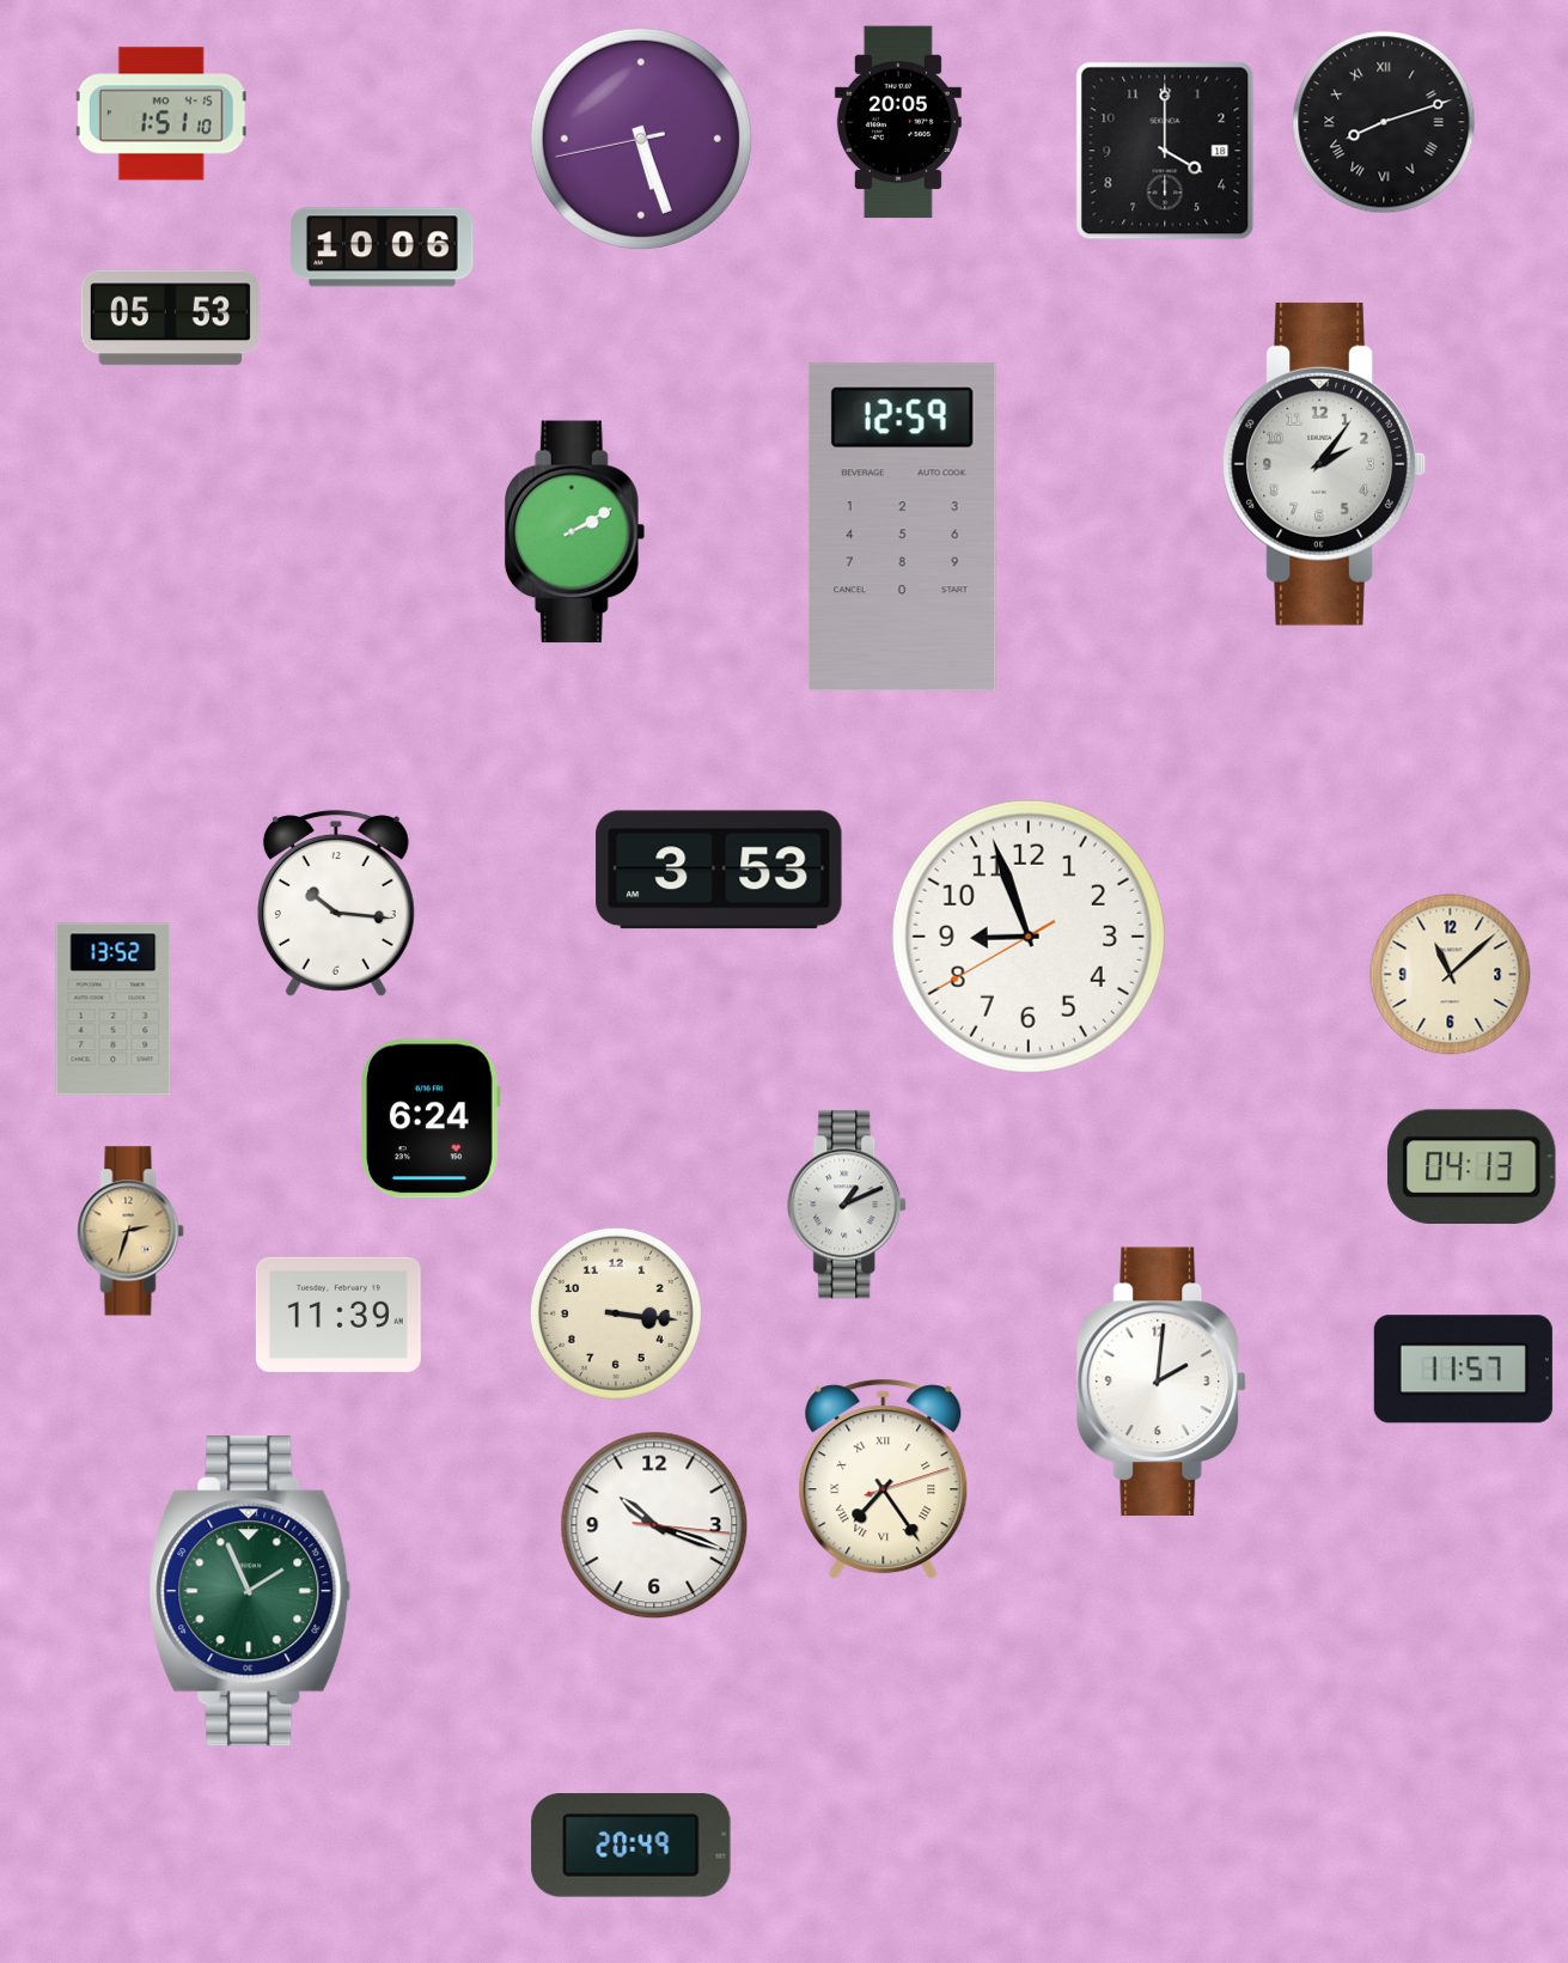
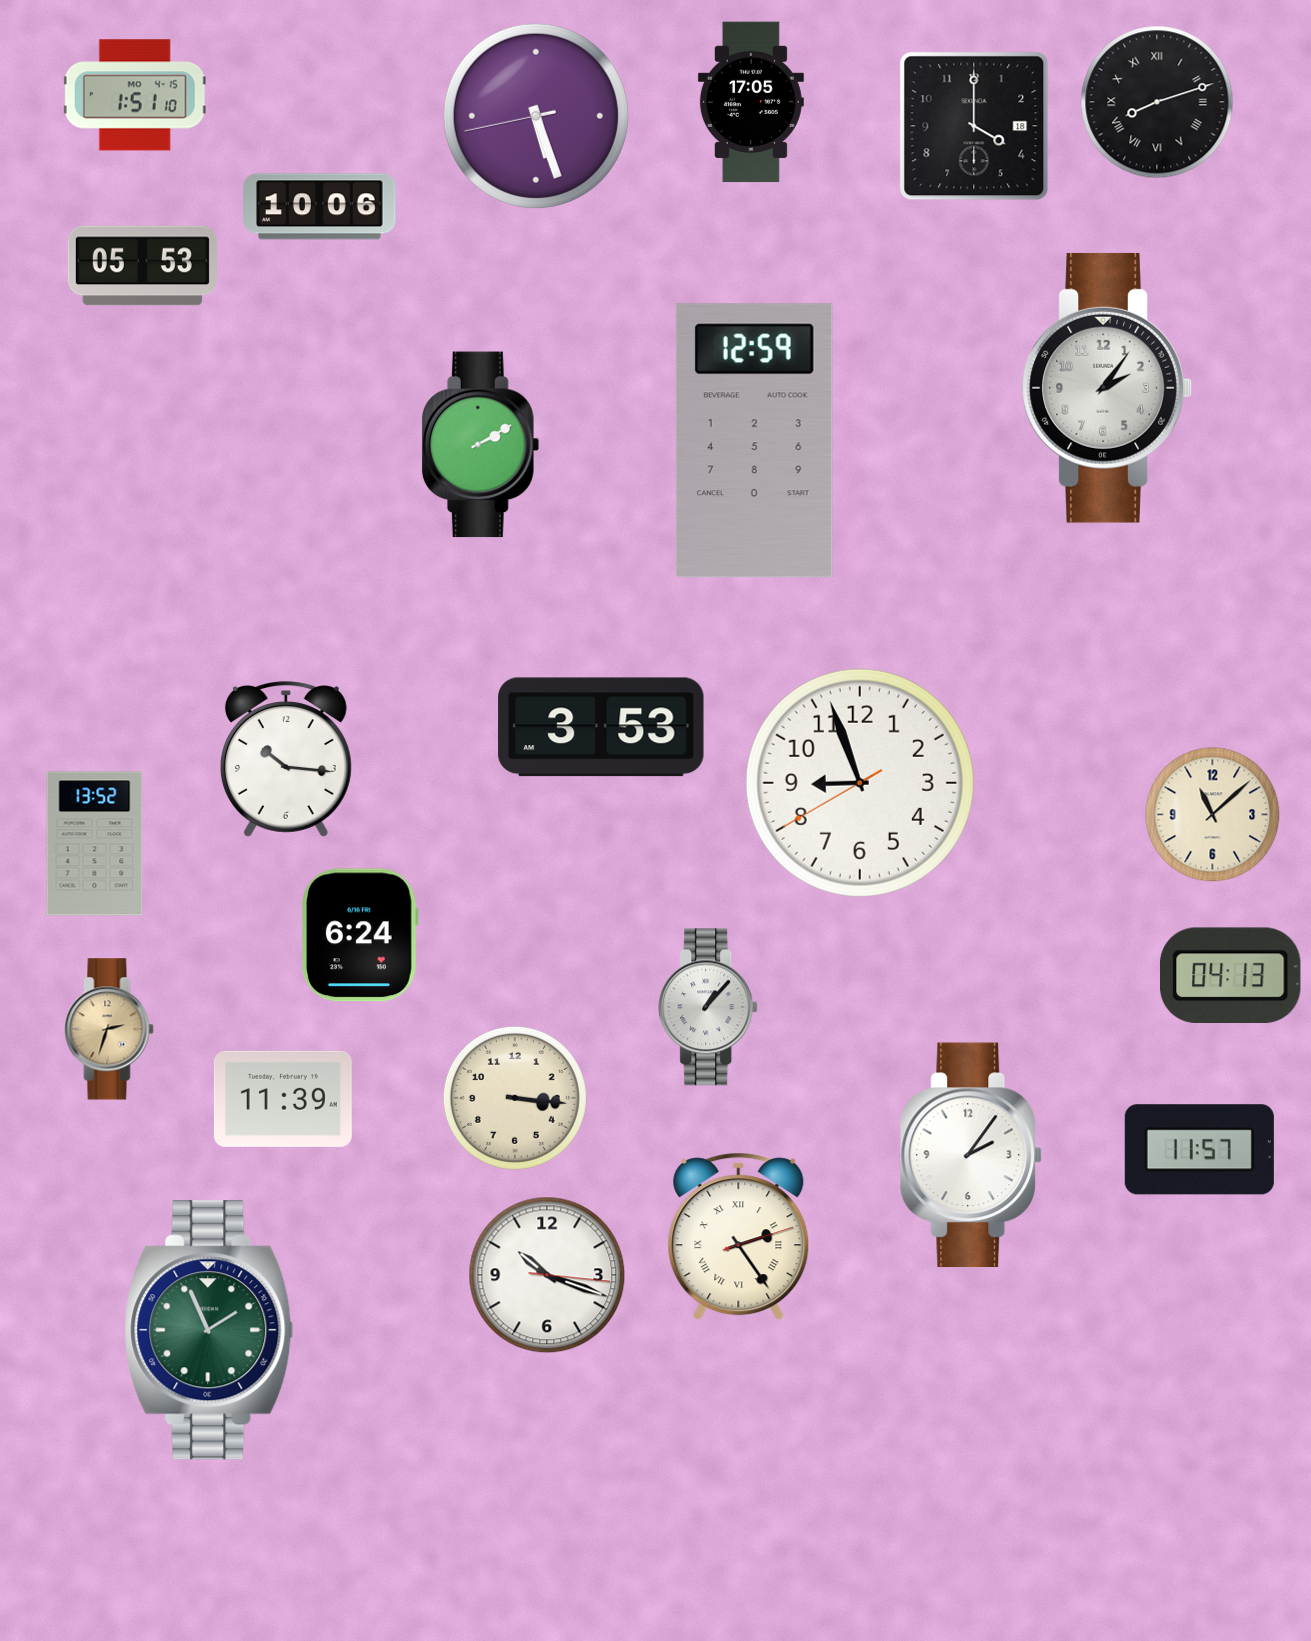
clock at (898, 122): 20:05 -> 17:05
clock at (336, 903) position: (336, 903) -> (286, 759)
clock at (848, 1205): 1:11 -> 1:07
clock at (1463, 1370) position: (1463, 1370) -> (1199, 1150)
clock at (1161, 1382): 2:01 -> 2:06
clock at (884, 1480): 7:24 -> 2:24
clock at (632, 1846): 20:49 -> none
